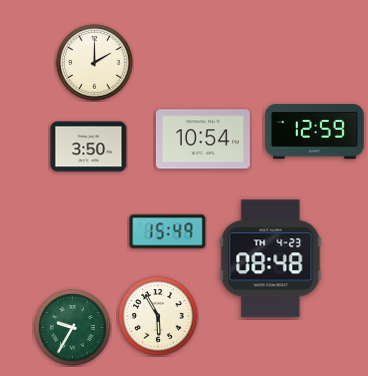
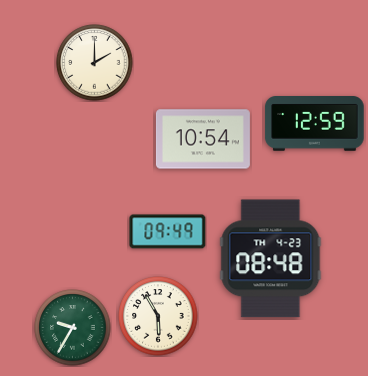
clock at (315, 132) position: (315, 132) -> (315, 124)
clock at (89, 147): 3:50 -> none
clock at (168, 232): 15:49 -> 09:49
